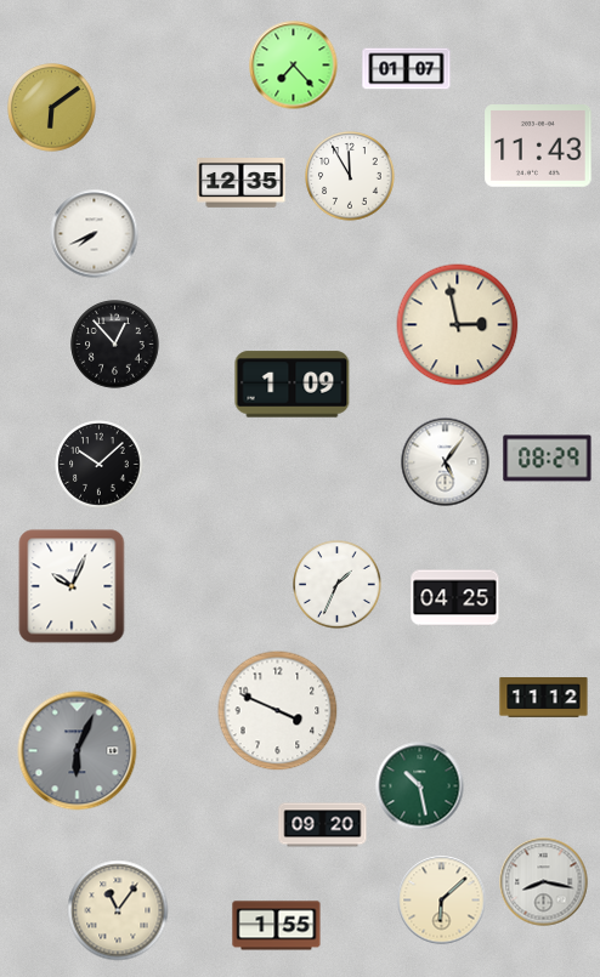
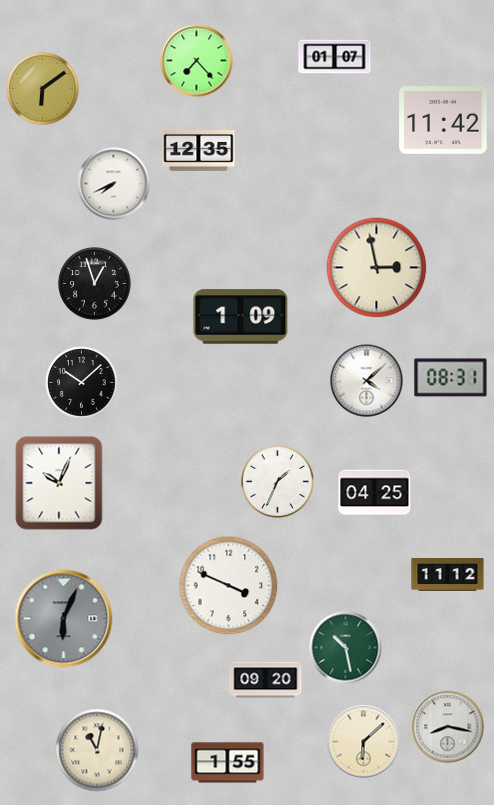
clock at (294, 66) position: (294, 66) -> (197, 61)
clock at (538, 147): 11:43 -> 11:42
clock at (350, 176): 11:55 -> none
clock at (95, 234) position: (95, 234) -> (114, 184)
clock at (115, 345): 12:53 -> 12:57
clock at (548, 459): 08:29 -> 08:31
clock at (446, 462): 5:06 -> 4:08
clock at (118, 910): 11:06 -> 11:02
